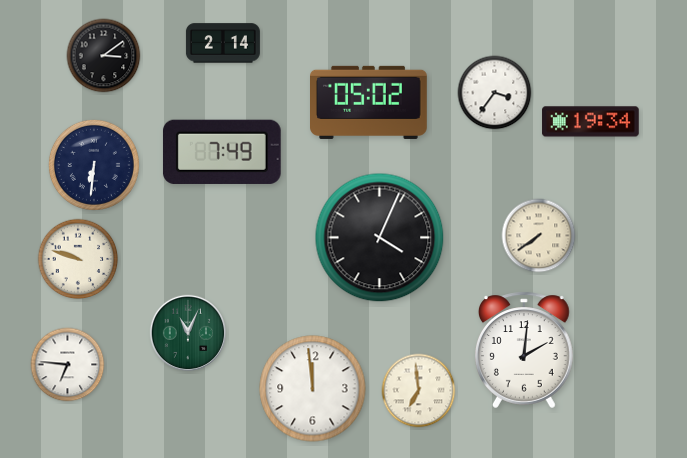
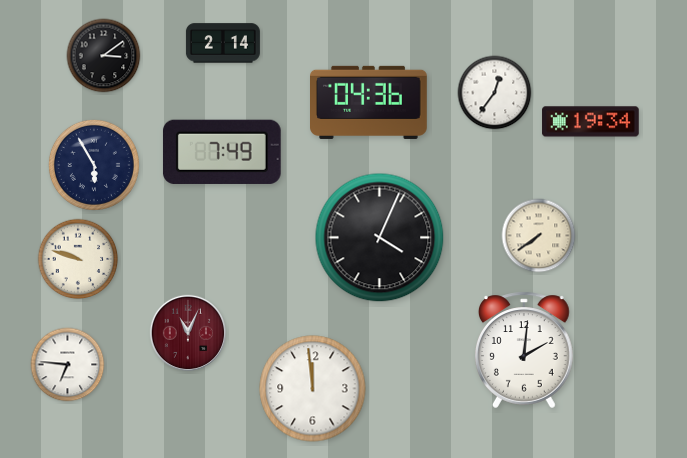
clock at (495, 93): 3:36 -> 12:36
clock at (369, 102): 05:02 -> 04:36
clock at (94, 165): 6:31 -> 5:55
clock at (187, 332) dial: green -> burgundy
clock at (419, 391): 6:59 -> none
